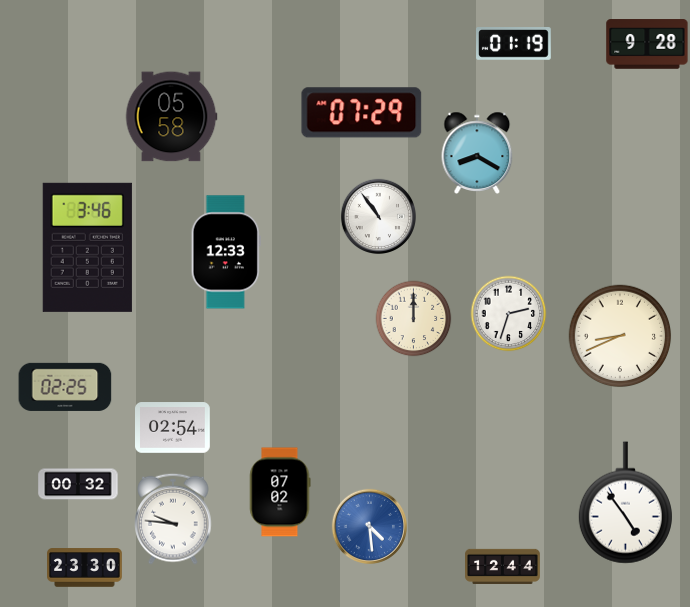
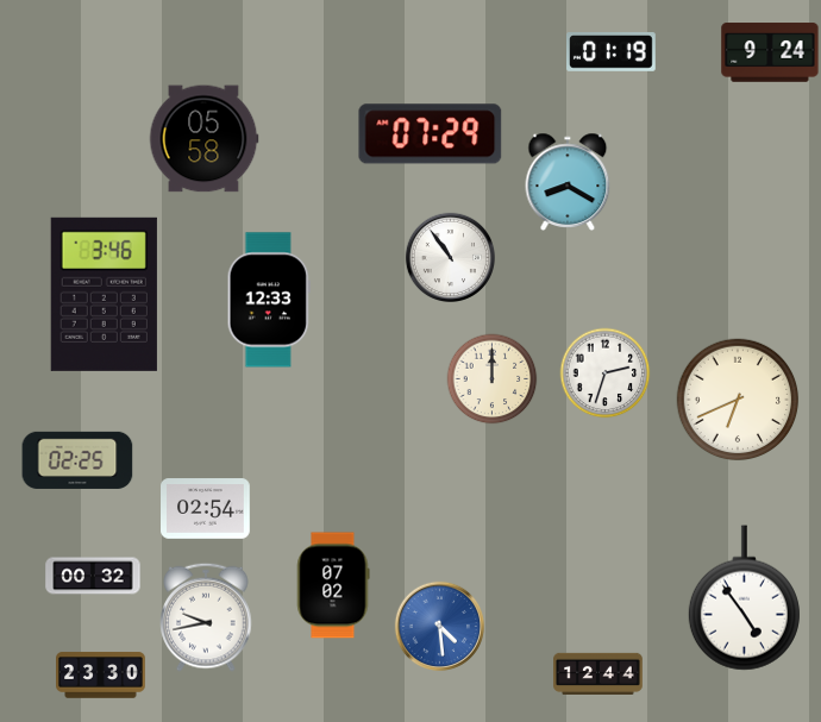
clock at (647, 44): 9:28 -> 9:24
clock at (620, 336): 8:41 -> 6:41
clock at (173, 519): 9:46 -> 9:43
